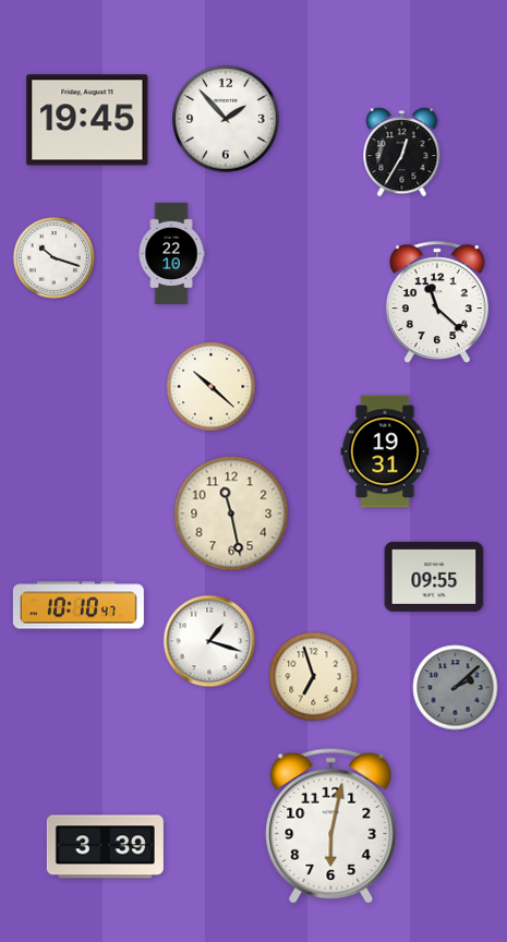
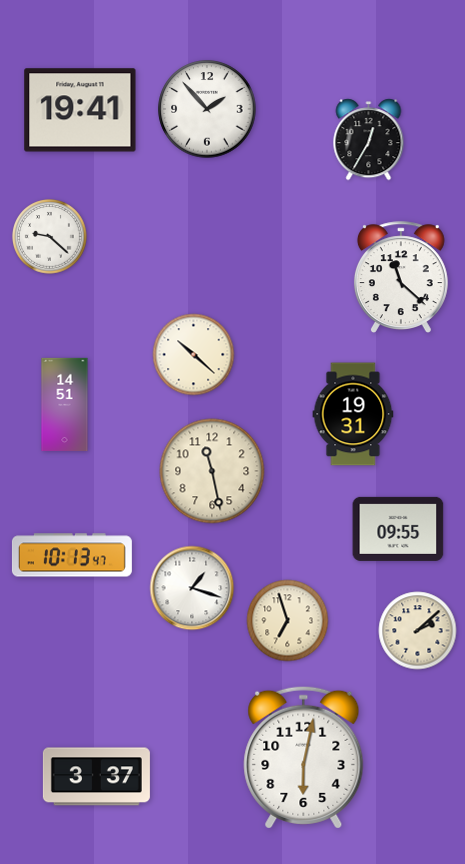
clock at (87, 120): 19:45 -> 19:41
clock at (171, 254): 22:10 -> none
clock at (55, 258): 10:18 -> 9:22
clock at (65, 405): none -> 14:51
clock at (79, 605): 10:10 -> 10:13
clock at (456, 688) dial: grey -> cream
clock at (105, 847): 3:39 -> 3:37
